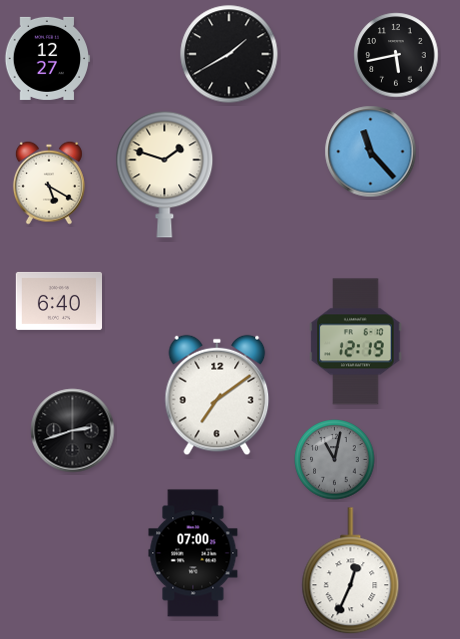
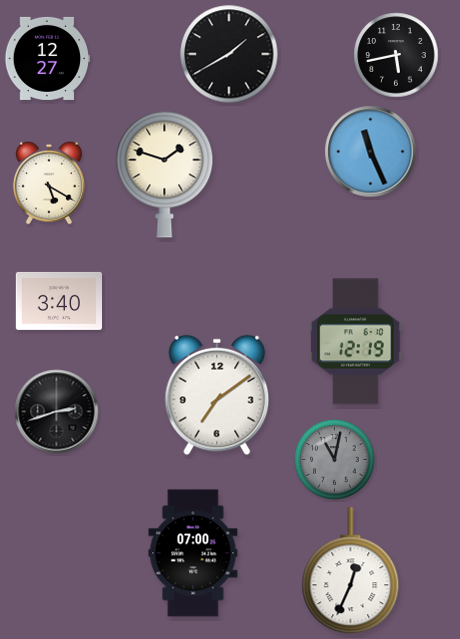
clock at (371, 152): 11:23 -> 11:26
clock at (58, 301): 6:40 -> 3:40
clock at (73, 431) position: (73, 431) -> (57, 412)
